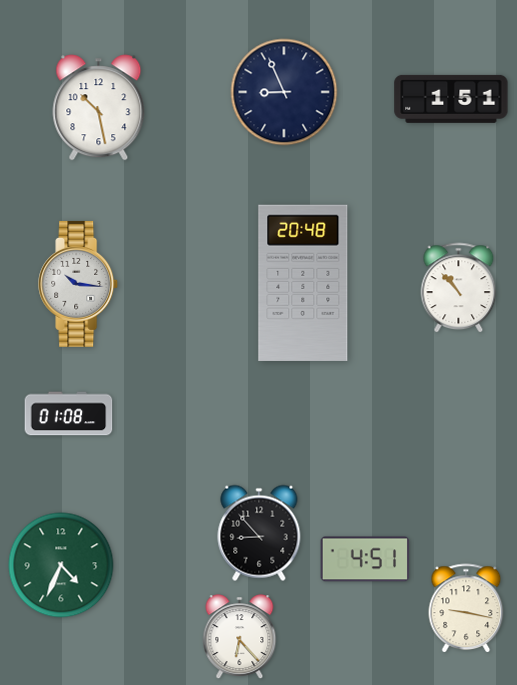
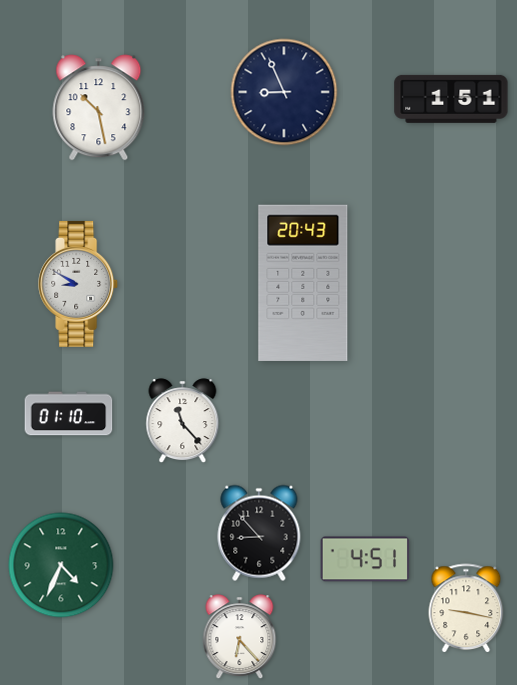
clock at (303, 283): 20:48 -> 20:43
clock at (79, 284): 10:16 -> 8:50
clock at (459, 288): 10:53 -> none
clock at (69, 414): 01:08 -> 01:10
clock at (183, 421): none -> 11:23
